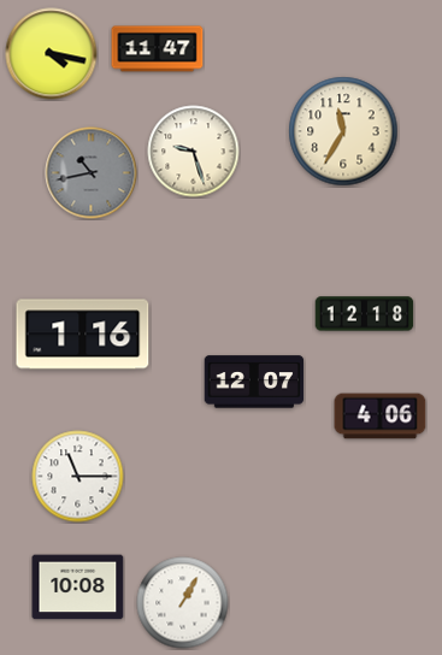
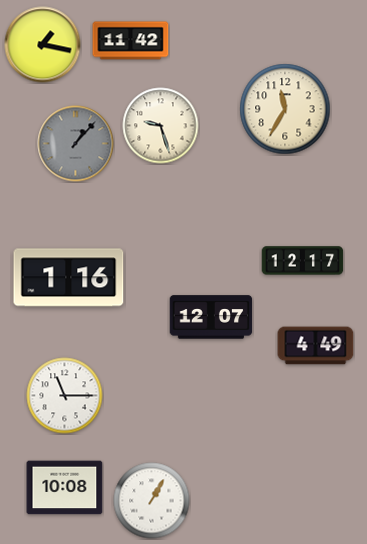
clock at (158, 49): 11:47 -> 11:42
clock at (52, 54): 4:17 -> 1:17
clock at (92, 173): 10:43 -> 1:07
clock at (365, 314): 12:18 -> 12:17
clock at (381, 417): 4:06 -> 4:49
